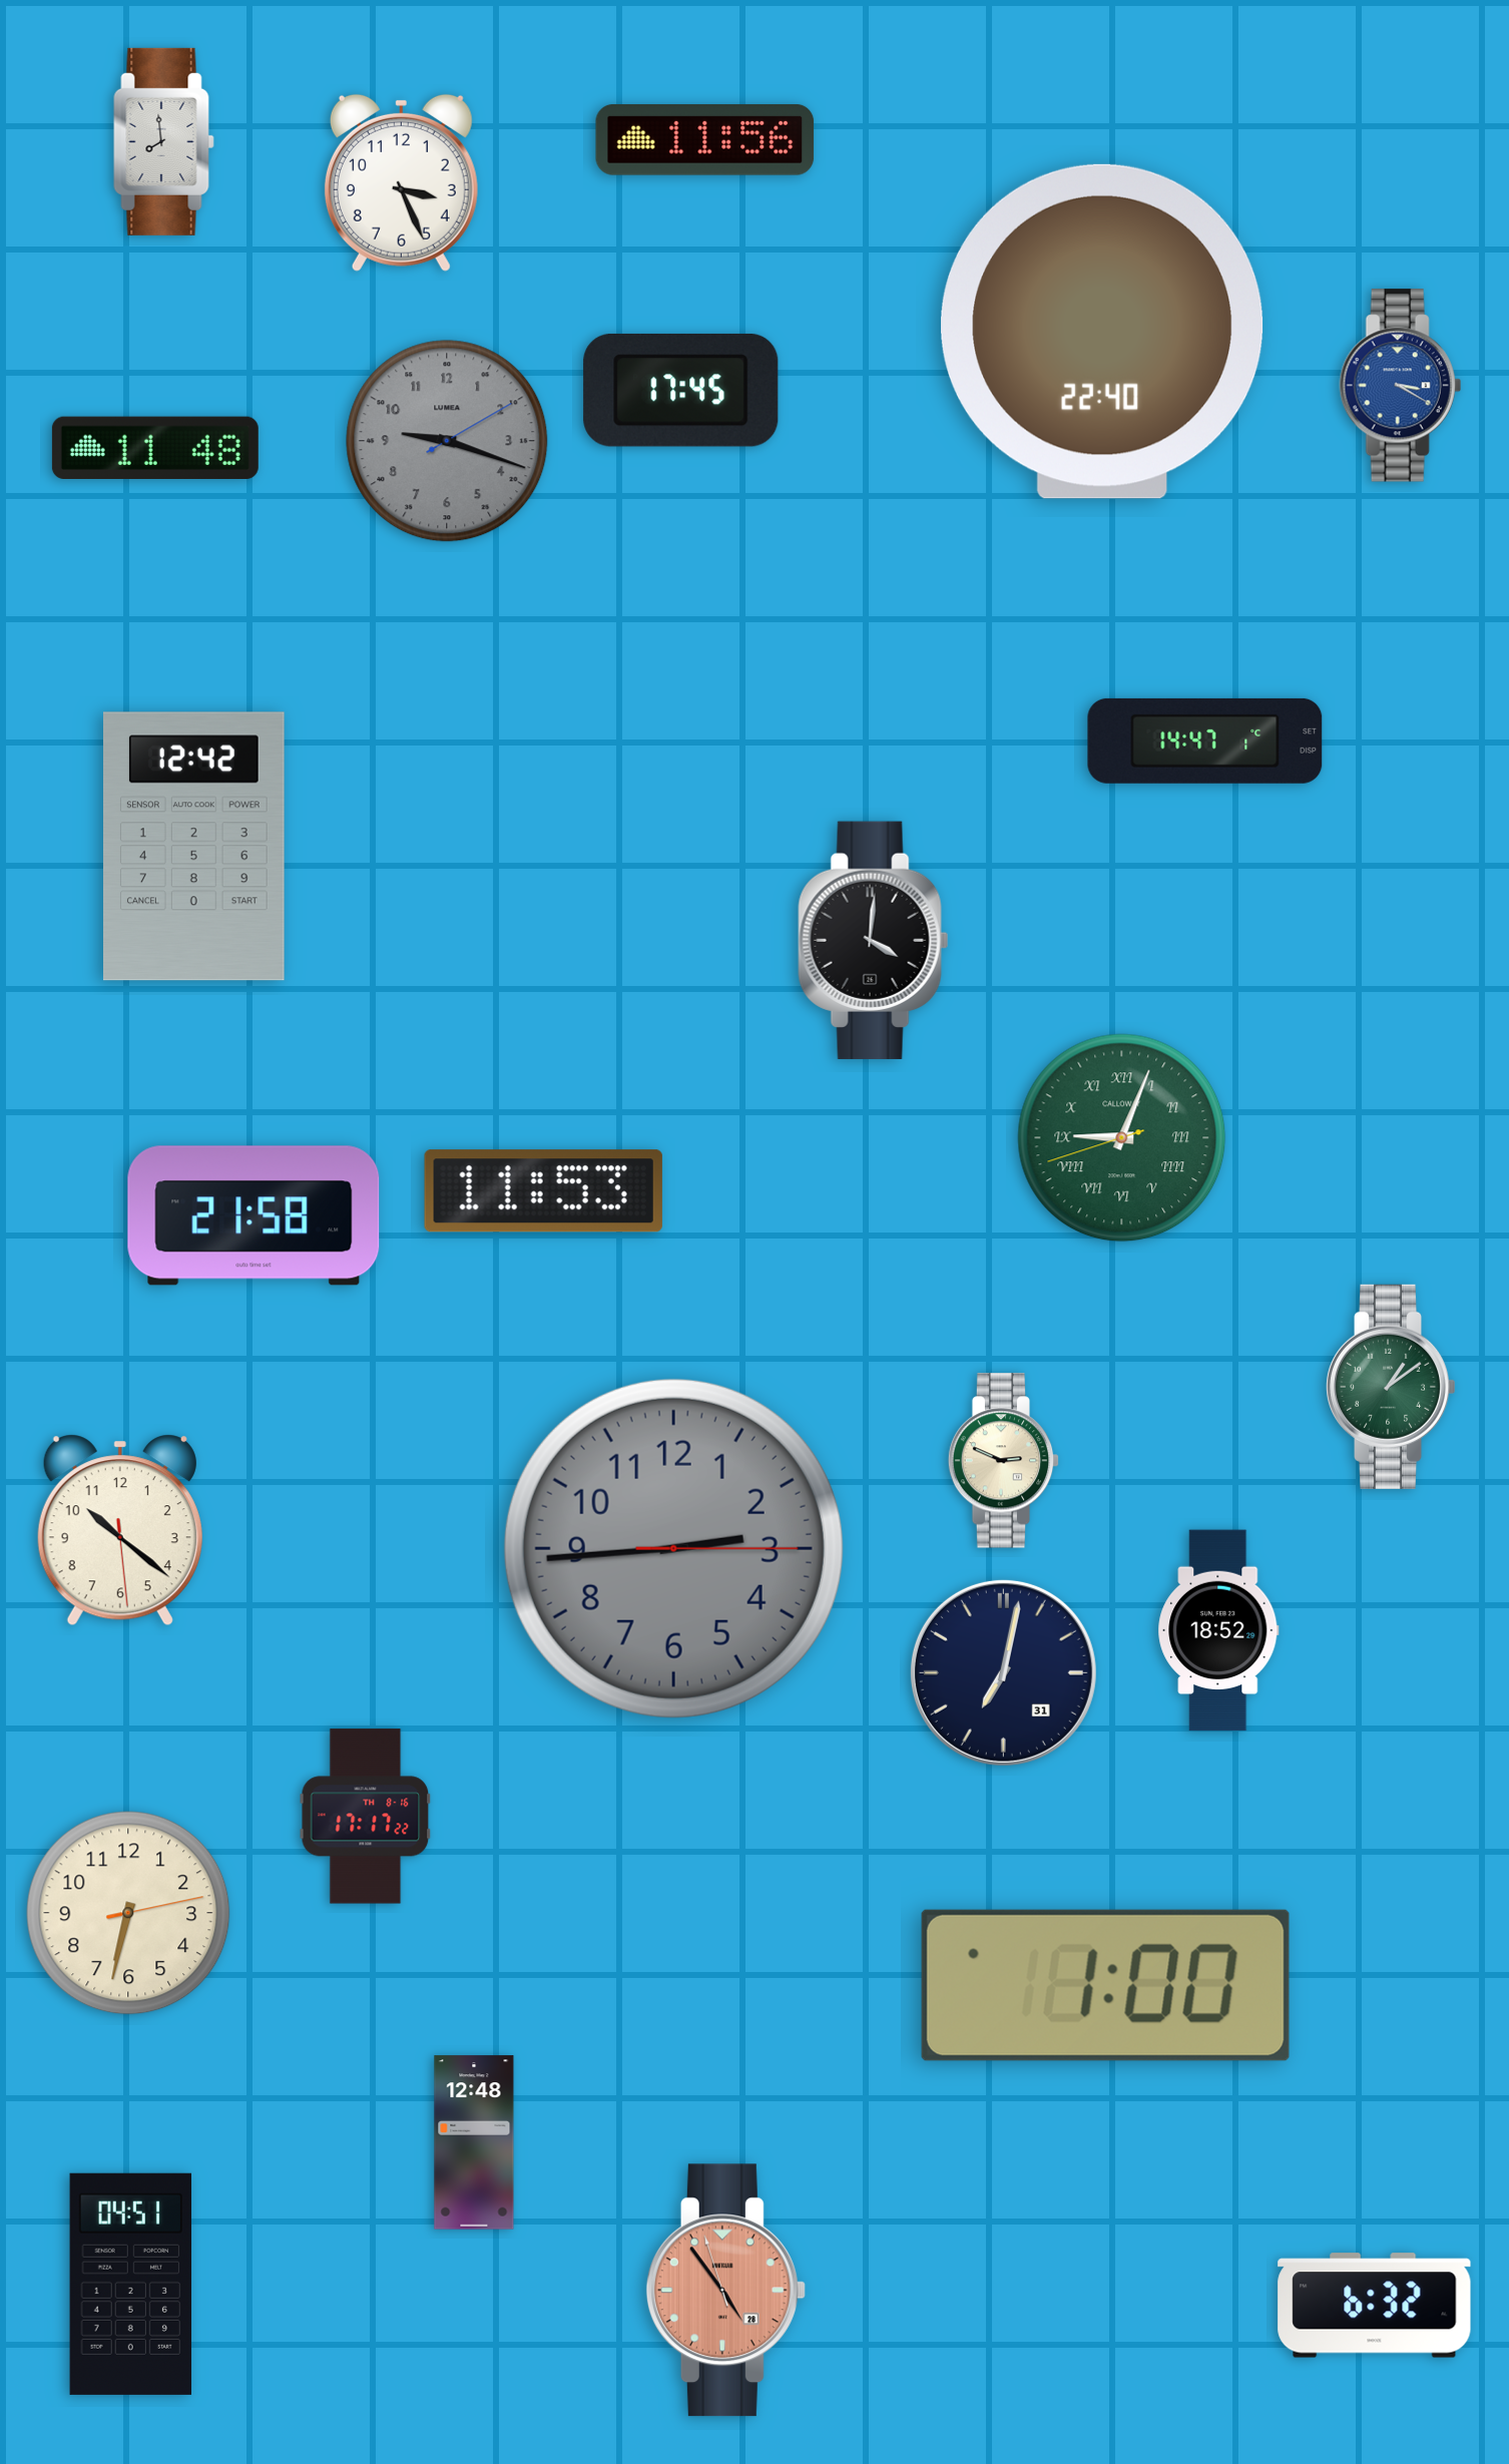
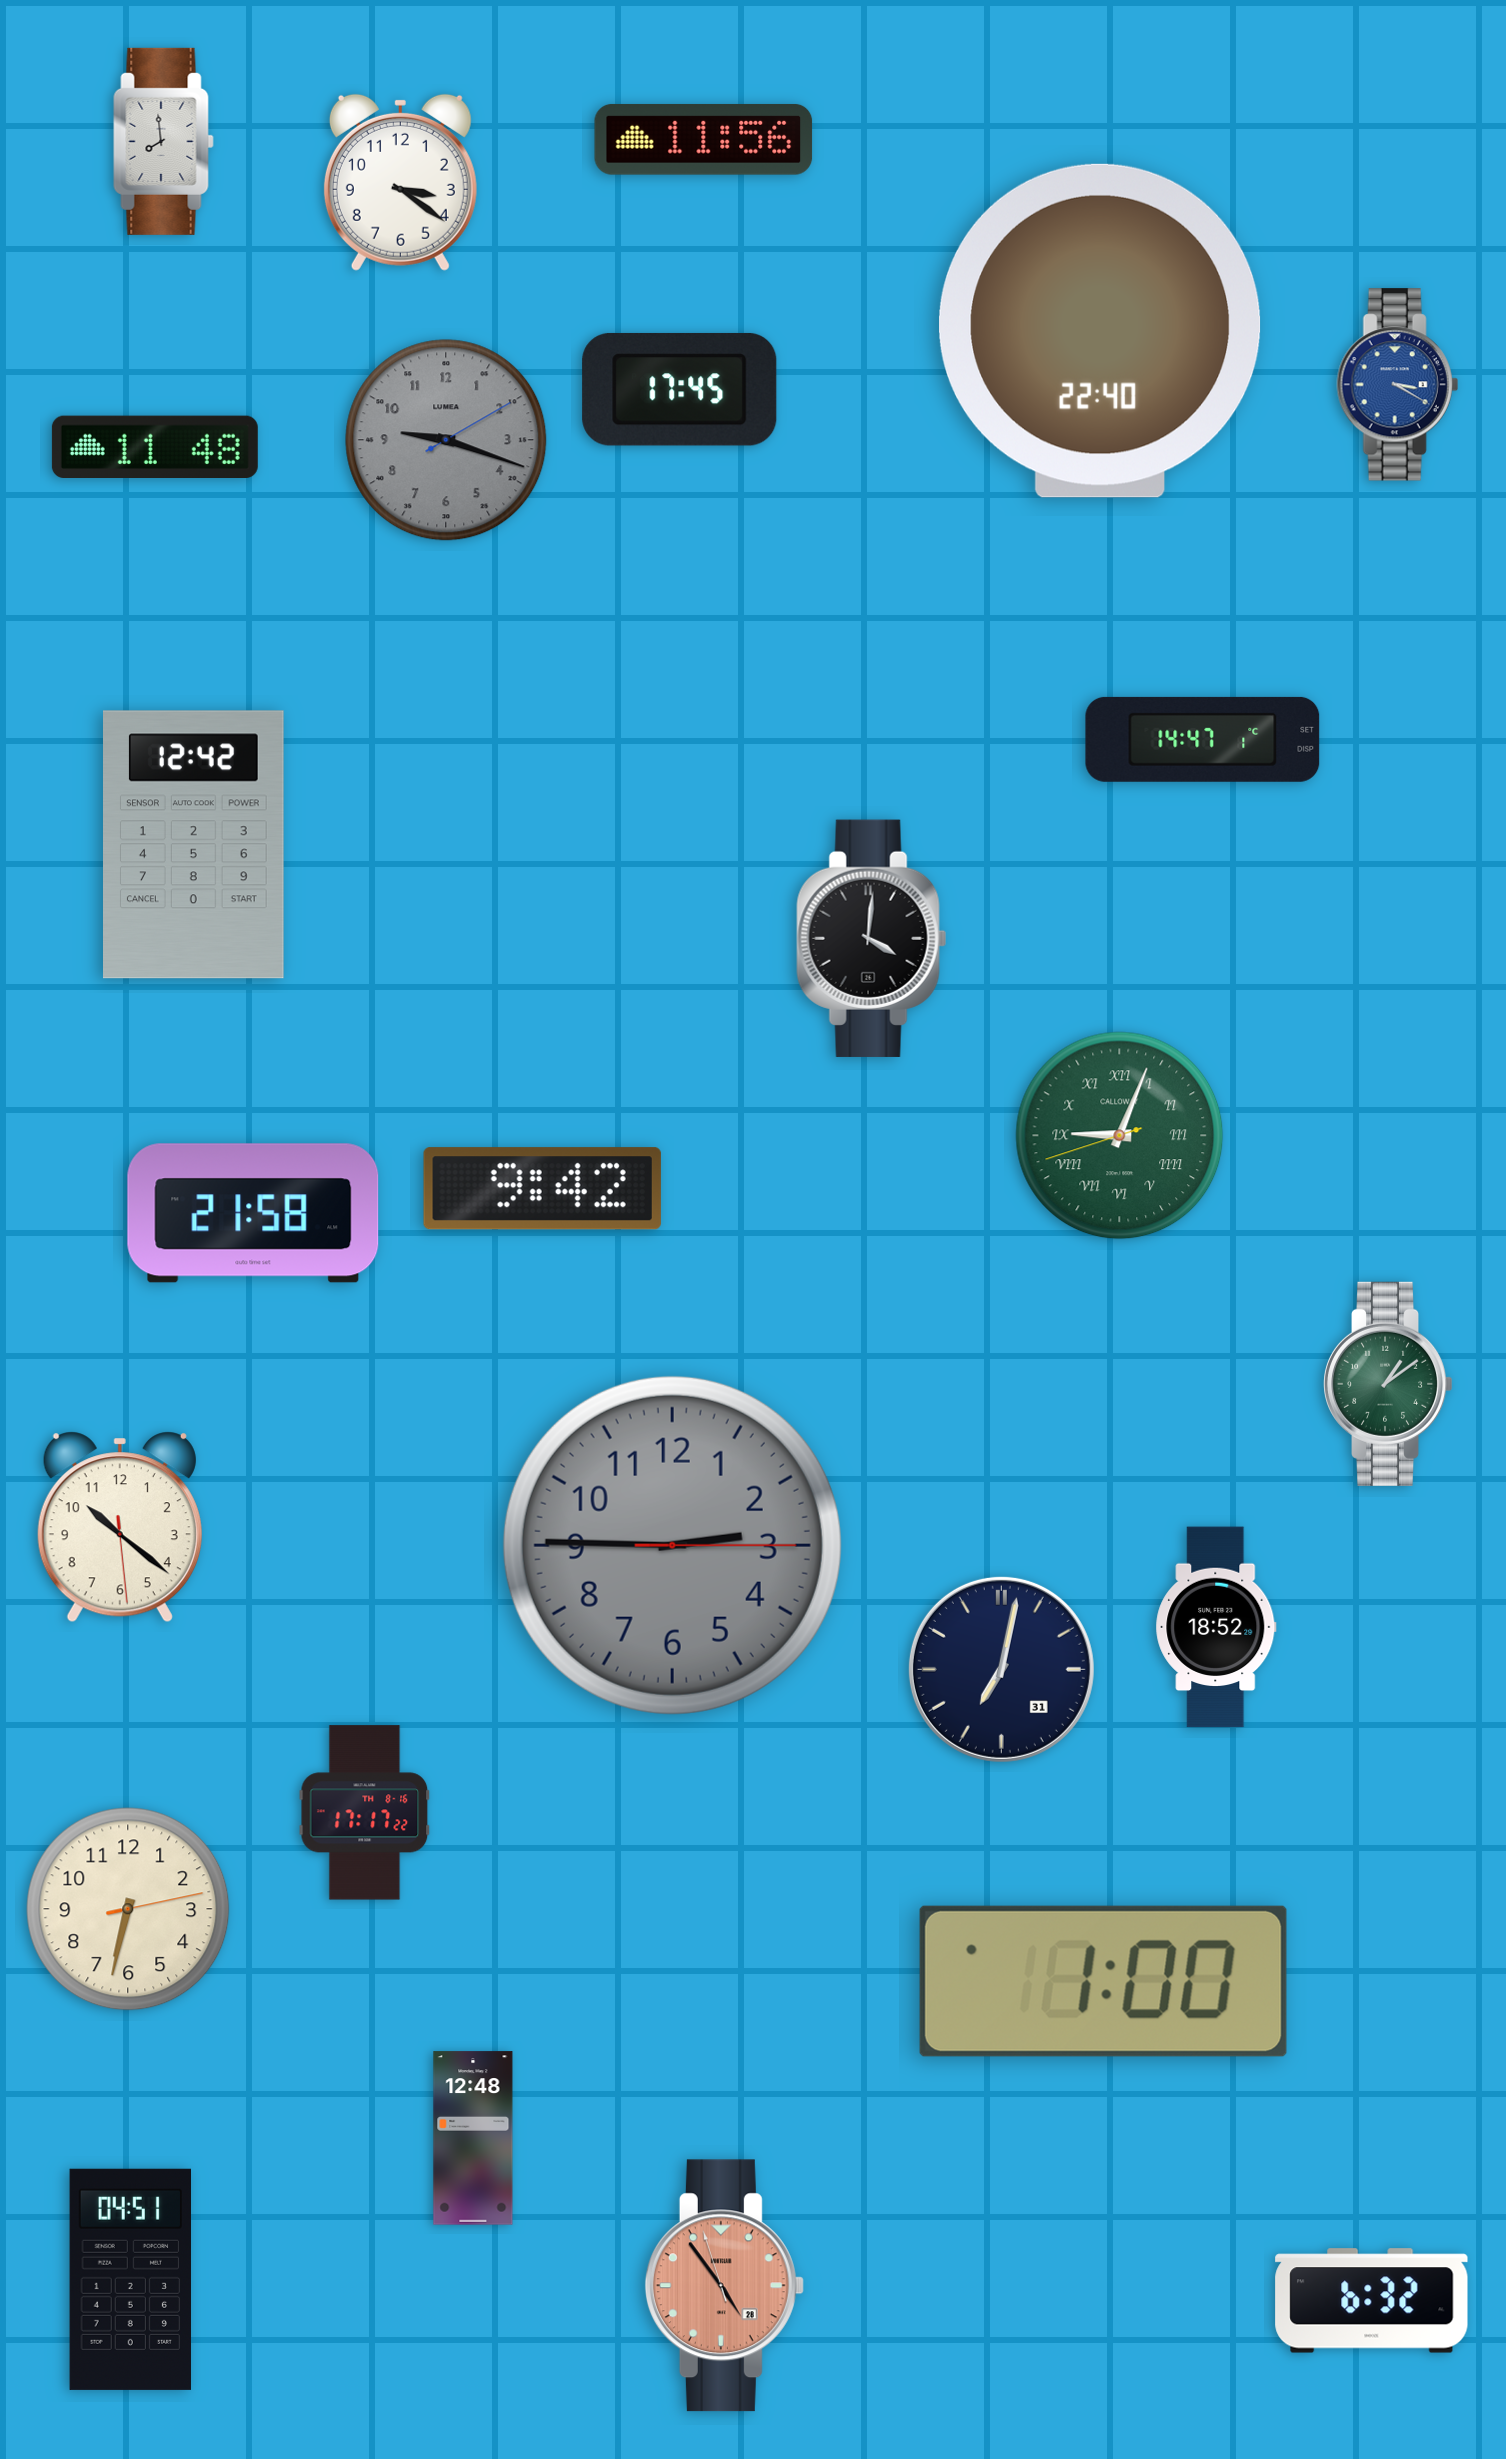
clock at (401, 182): 3:26 -> 3:21
clock at (543, 1191): 11:53 -> 9:42
clock at (1004, 1461): 2:49 -> none
clock at (673, 1548): 2:44 -> 2:45
